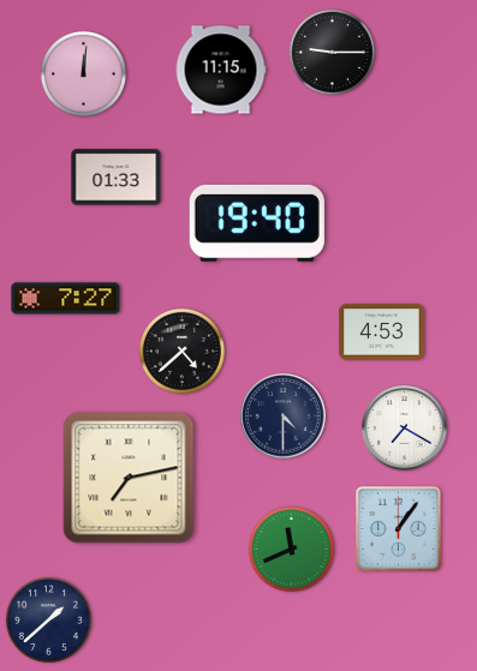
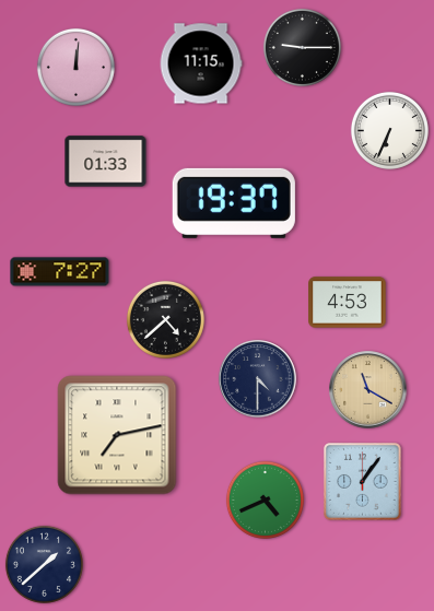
clock at (389, 130): none -> 6:34
clock at (257, 223): 19:40 -> 19:37
clock at (405, 429): 7:20 -> 11:20
clock at (405, 429) dial: white -> champagne
clock at (291, 549): 11:41 -> 4:41
